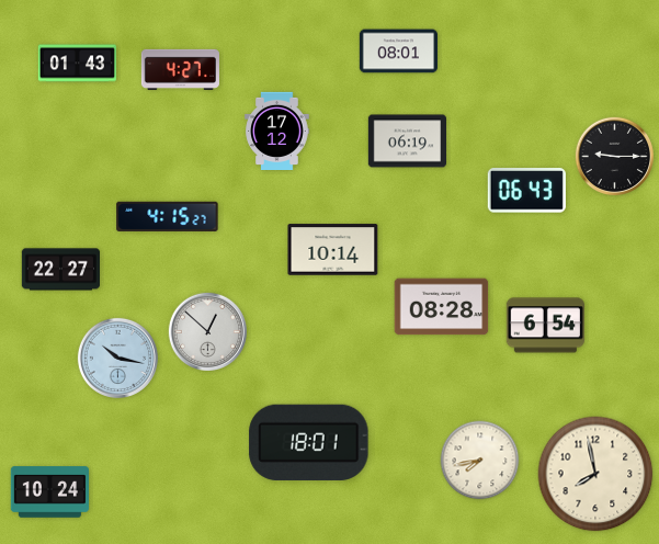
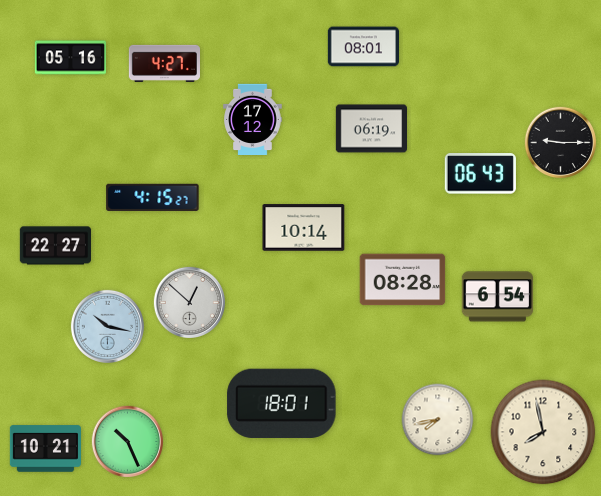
clock at (77, 64): 01:43 -> 05:16
clock at (127, 441): none -> 10:26
clock at (49, 492): 10:24 -> 10:21
